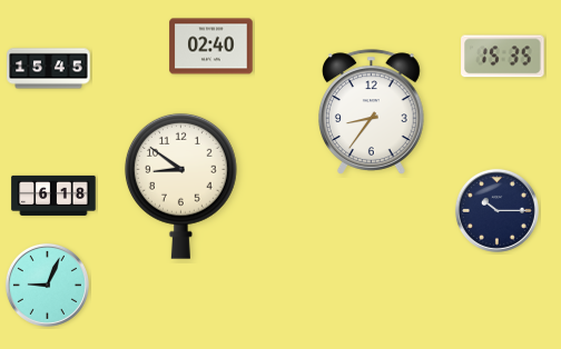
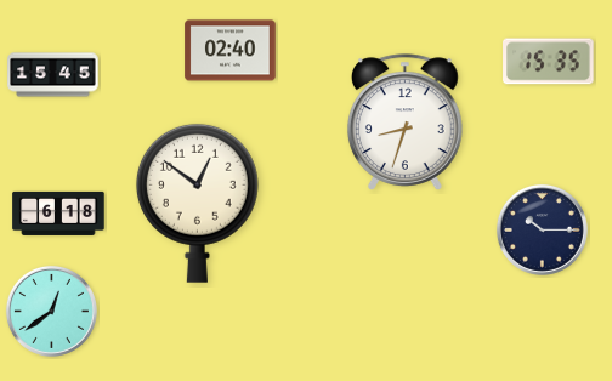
clock at (372, 112): 8:36 -> 8:33
clock at (180, 186): 8:51 -> 12:51
clock at (47, 285): 9:04 -> 12:39
